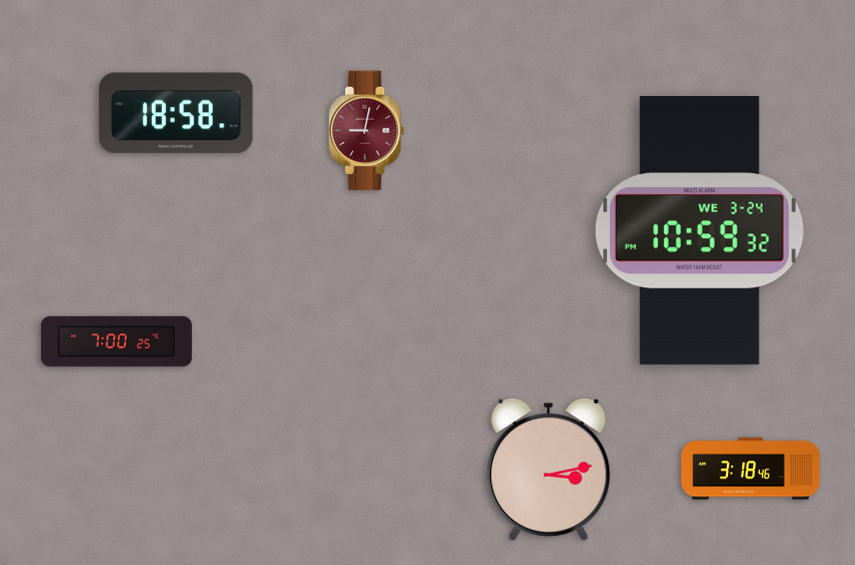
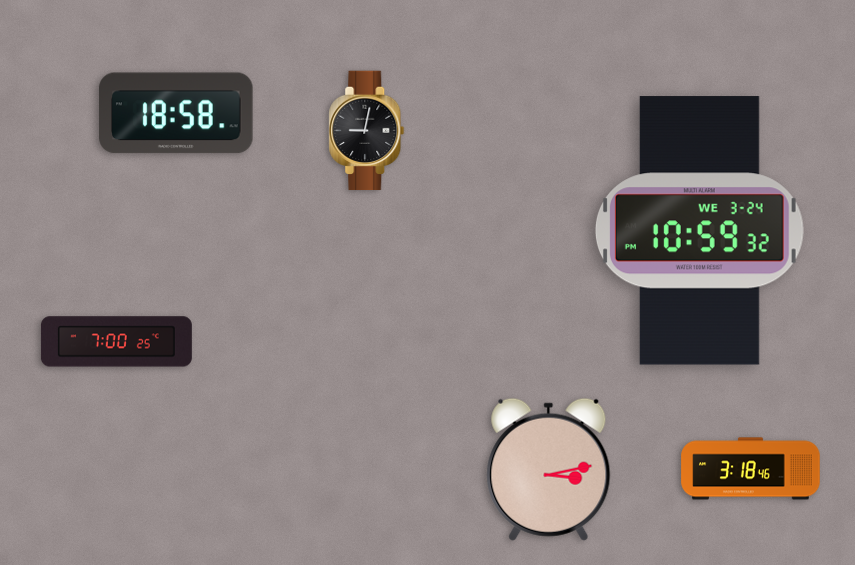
clock at (367, 131) dial: burgundy -> black
